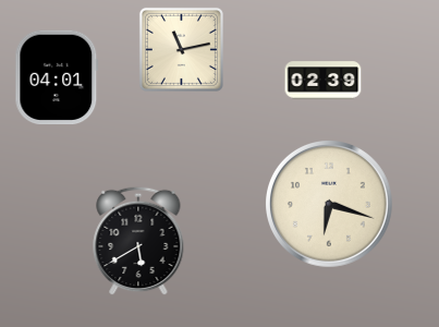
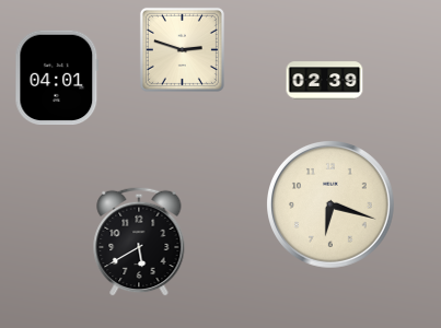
clock at (181, 49): 11:13 -> 2:48
